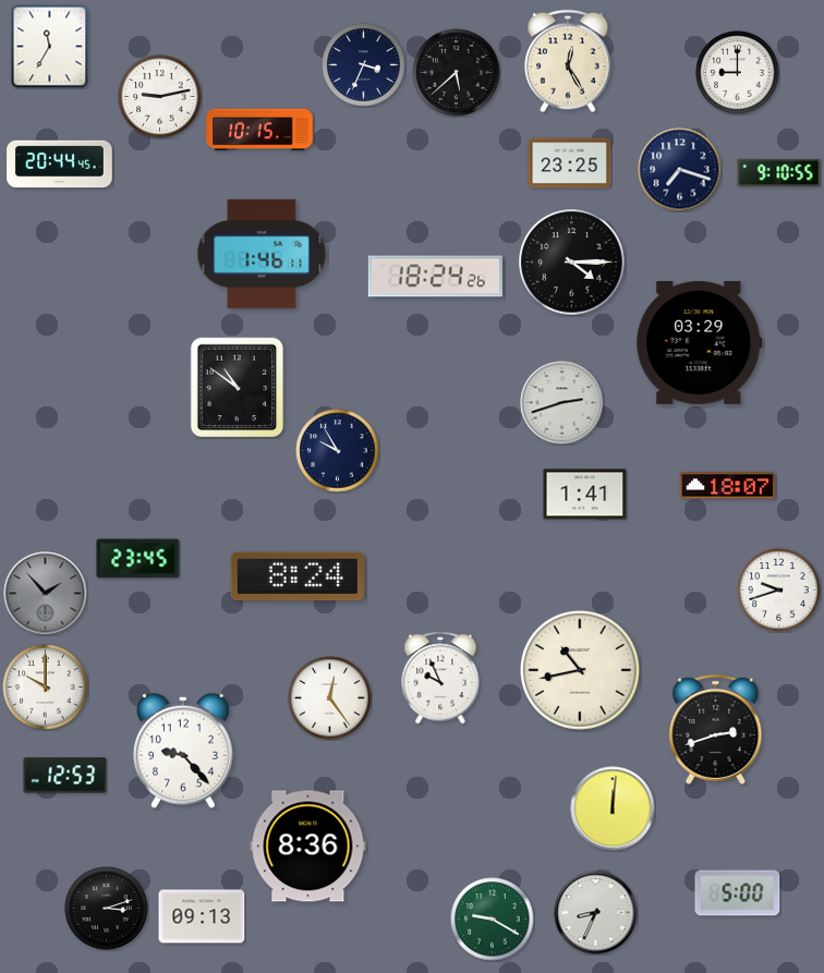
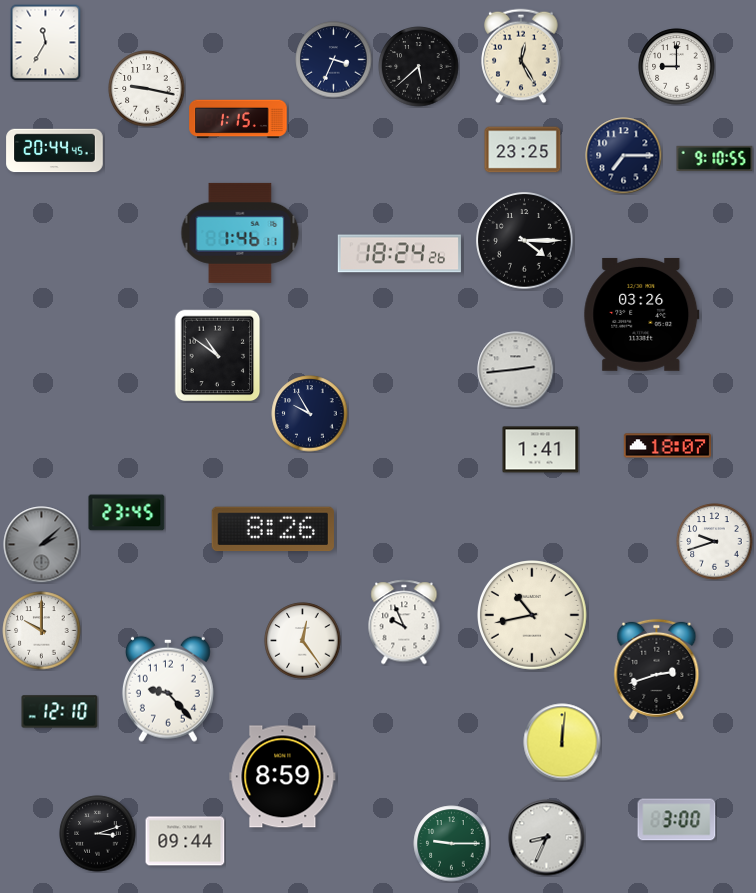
clock at (160, 97): 9:13 -> 9:17
clock at (259, 130): 10:15 -> 1:15
clock at (680, 170): 7:18 -> 7:15
clock at (700, 342): 03:29 -> 03:26
clock at (562, 403): 2:42 -> 2:44
clock at (585, 495) position: (585, 495) -> (541, 450)
clock at (298, 576): 8:24 -> 8:26
clock at (46, 594): 1:53 -> 2:08
clock at (65, 776): 12:53 -> 12:10
clock at (308, 847): 8:36 -> 8:59
clock at (738, 893): 5:00 -> 3:00
clock at (202, 916): 09:13 -> 09:44
clock at (493, 920): 9:20 -> 9:15
